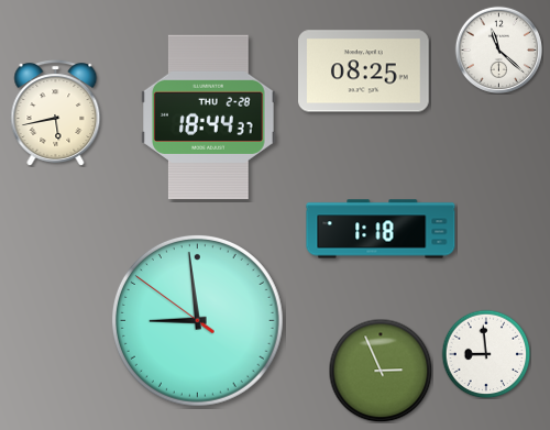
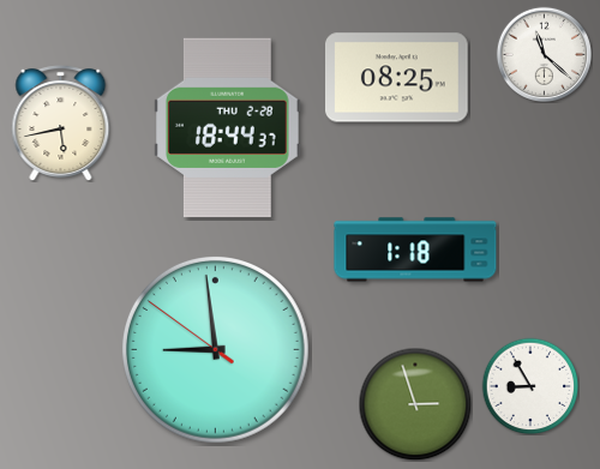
clock at (486, 354): 8:59 -> 8:55
clock at (381, 371): 2:56 -> 2:57
